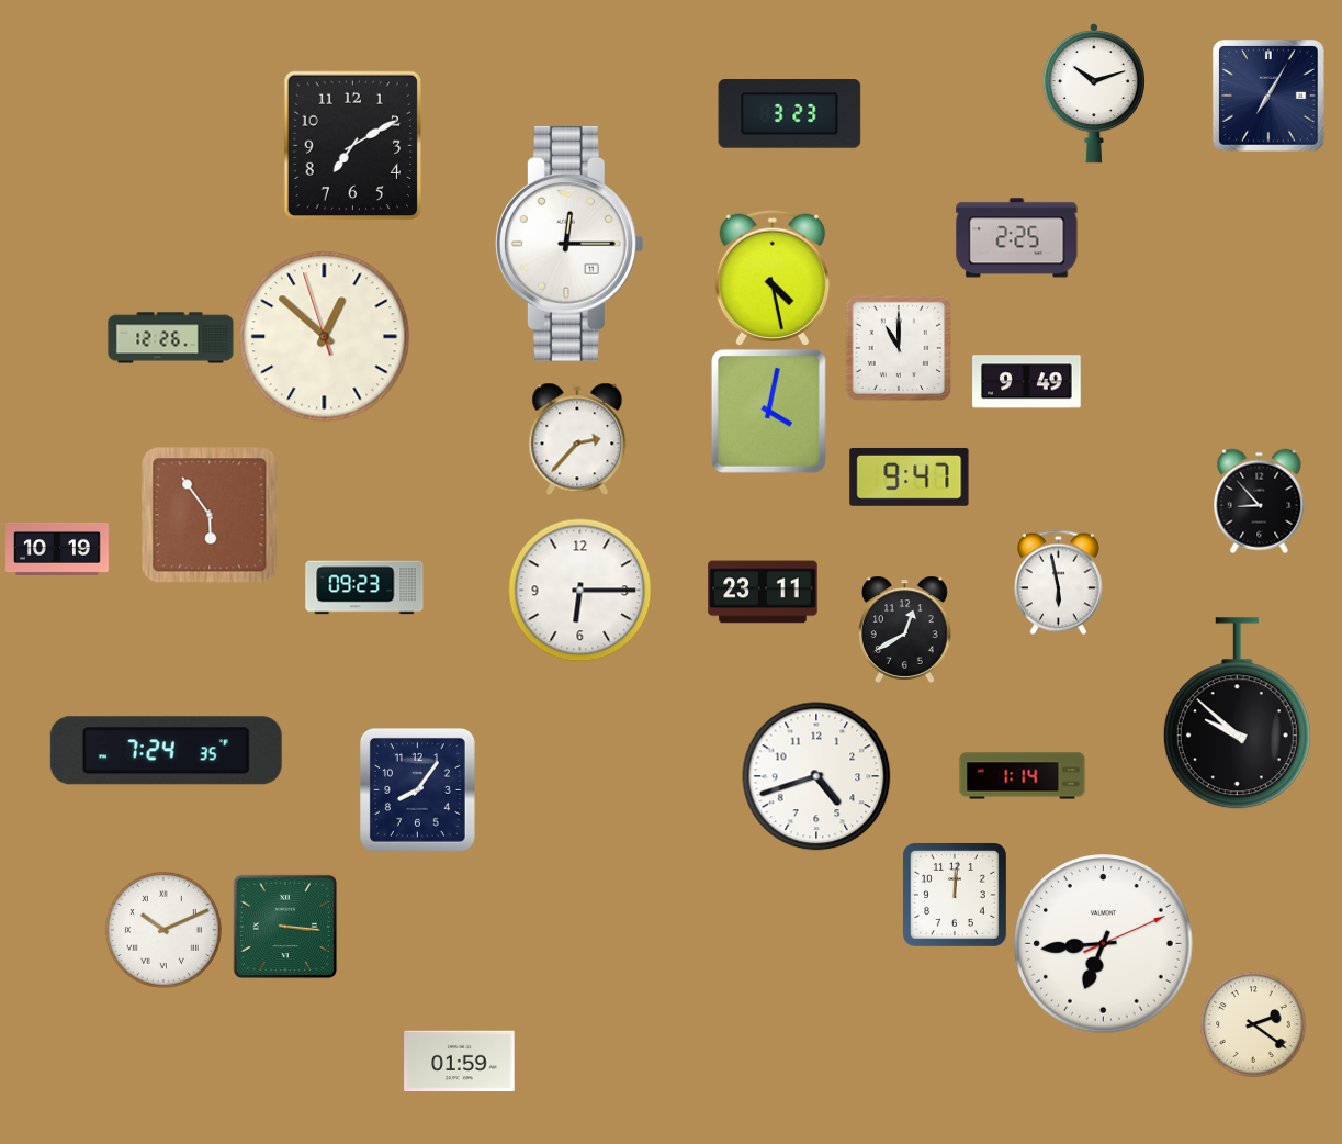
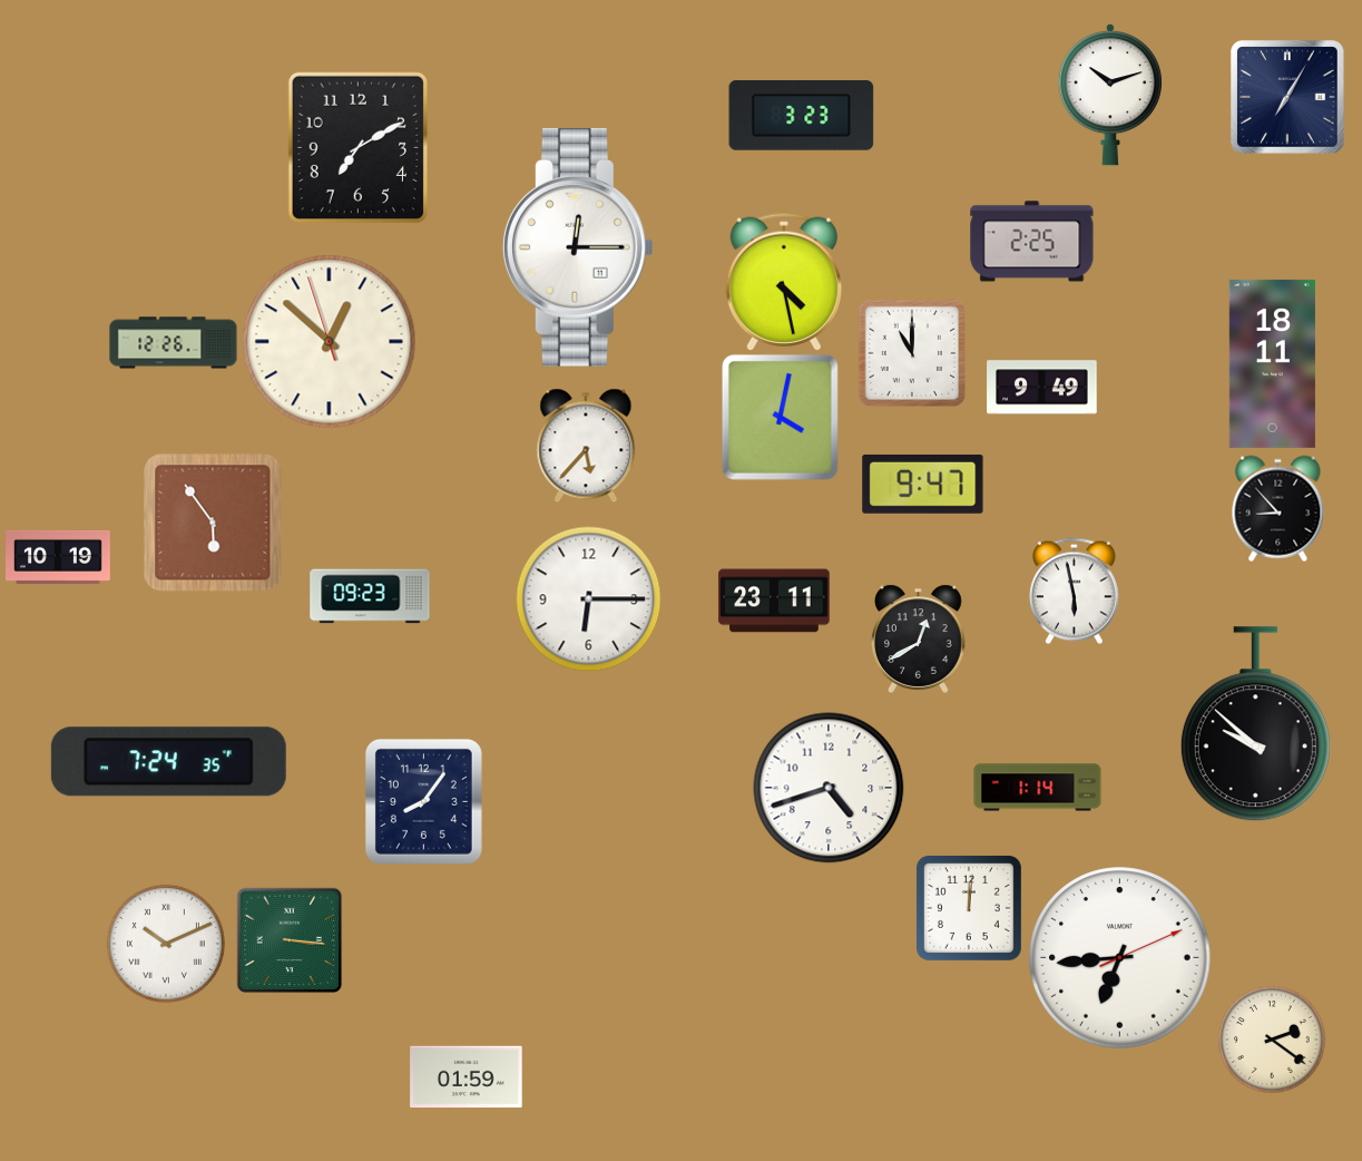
clock at (1272, 363): none -> 18:11
clock at (577, 439): 2:37 -> 5:37
